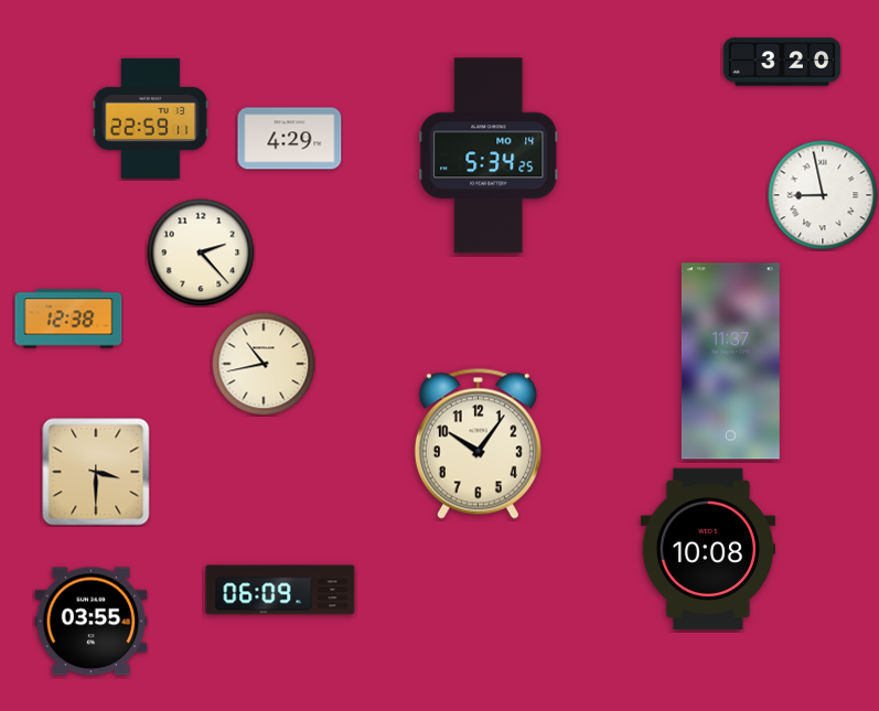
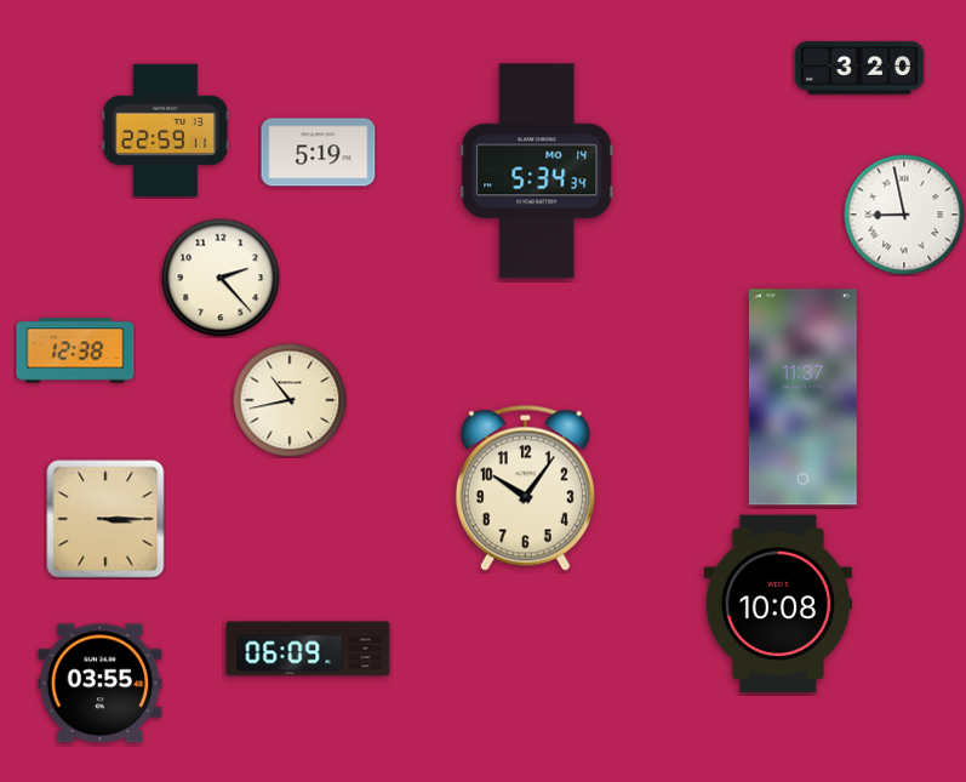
clock at (290, 139): 4:29 -> 5:19
clock at (489, 155): 5:34:25 -> 5:34:34
clock at (96, 472): 3:30 -> 3:15
